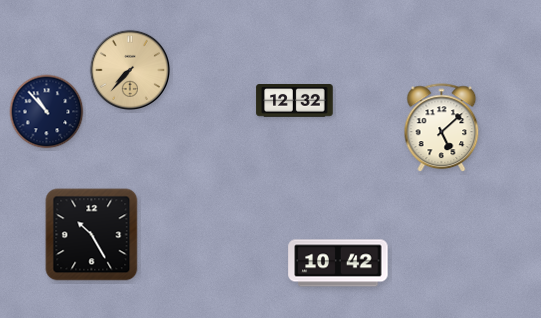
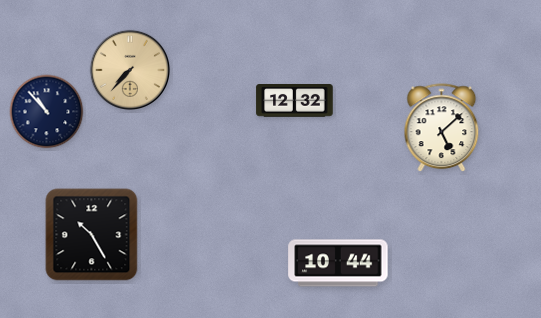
clock at (338, 263): 10:42 -> 10:44
